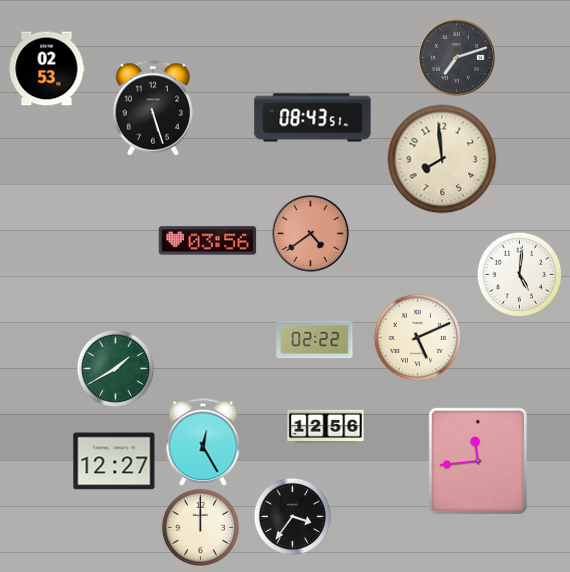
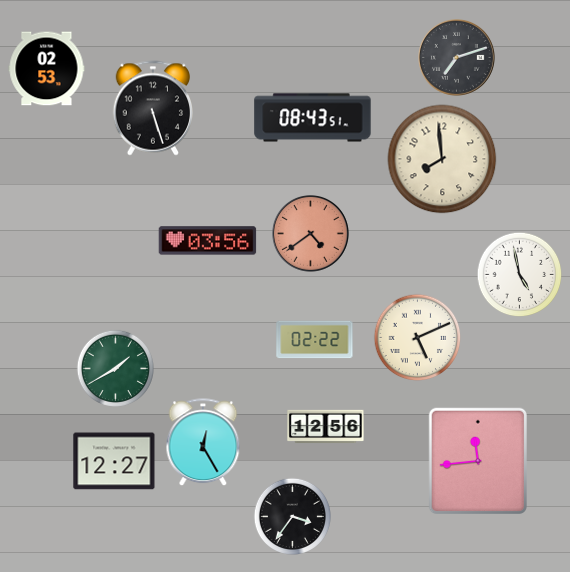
clock at (519, 274): 5:01 -> 4:58
clock at (200, 527): 12:00 -> none
